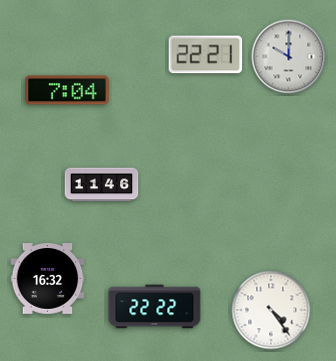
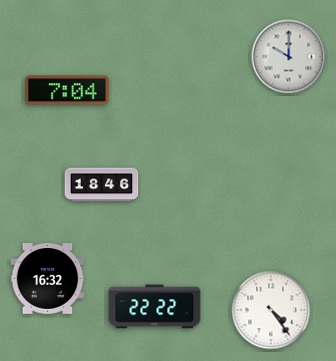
clock at (206, 55): 22:21 -> none
clock at (102, 185): 11:46 -> 18:46
